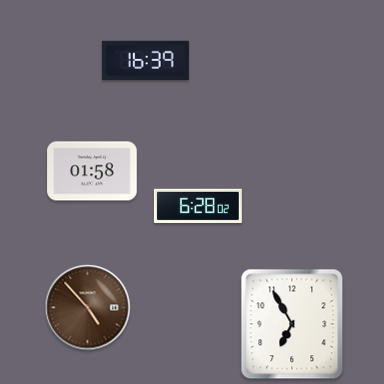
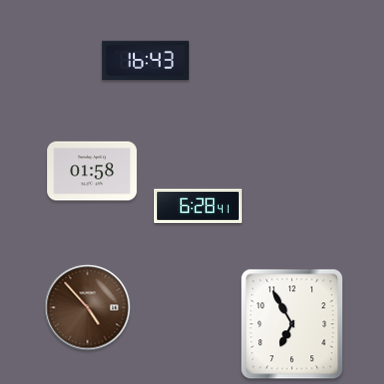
clock at (145, 61): 16:39 -> 16:43
clock at (198, 206): 6:28:02 -> 6:28:41
